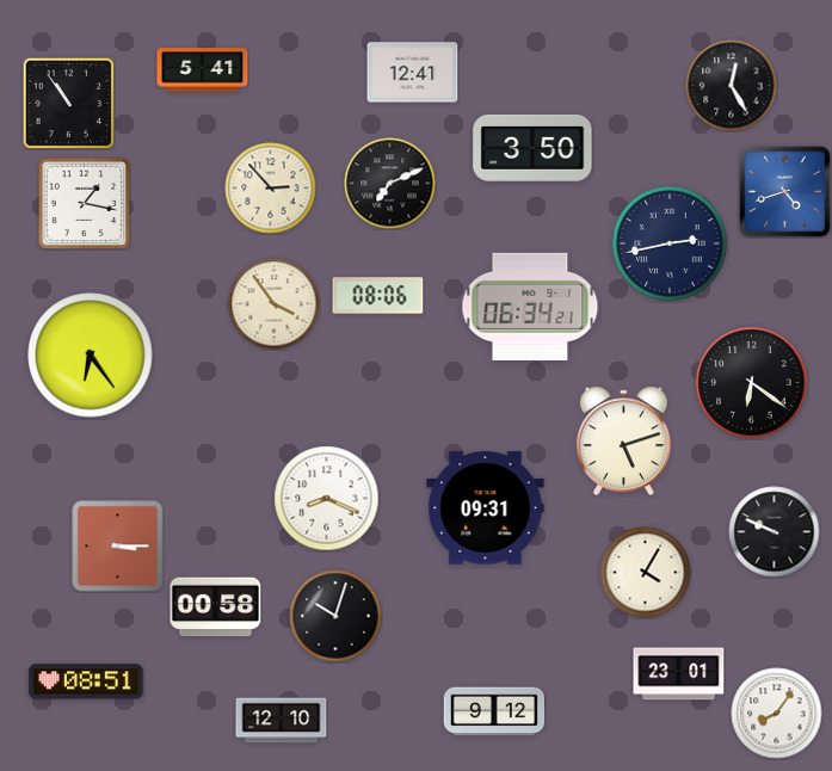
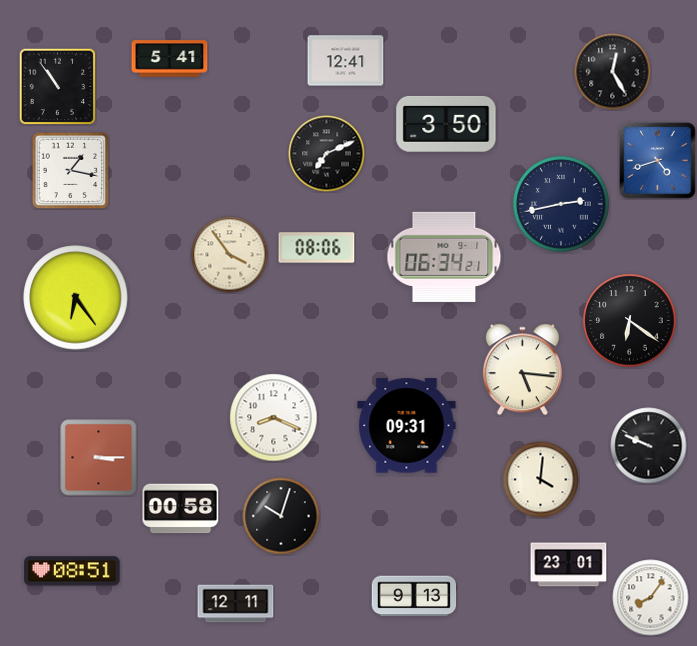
clock at (271, 189): 2:53 -> none
clock at (623, 442): 5:12 -> 5:16
clock at (646, 573): 4:05 -> 4:01
clock at (494, 711): 9:12 -> 9:13
clock at (282, 721): 12:10 -> 12:11
